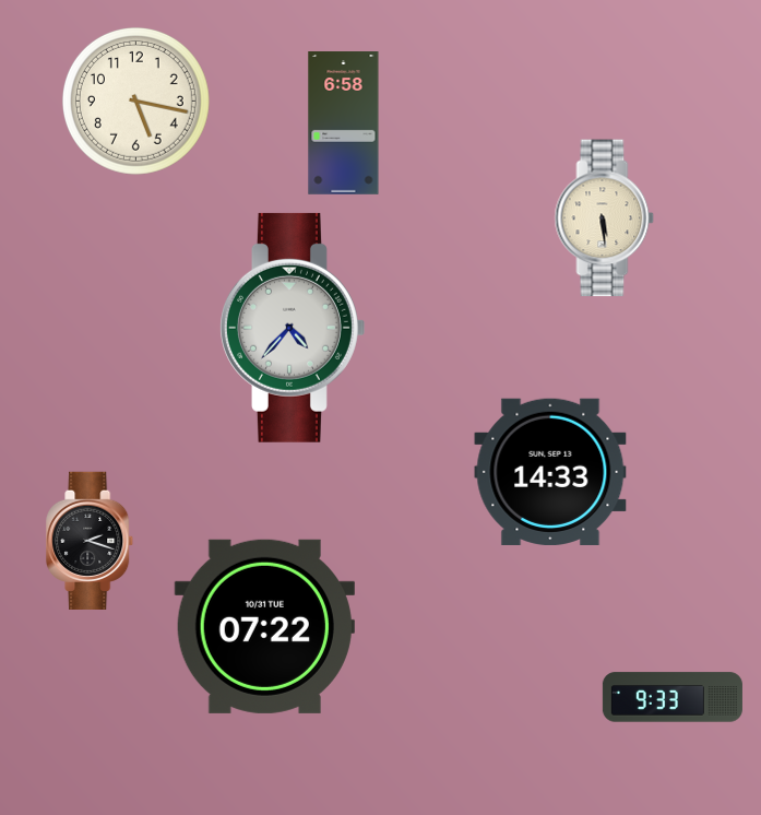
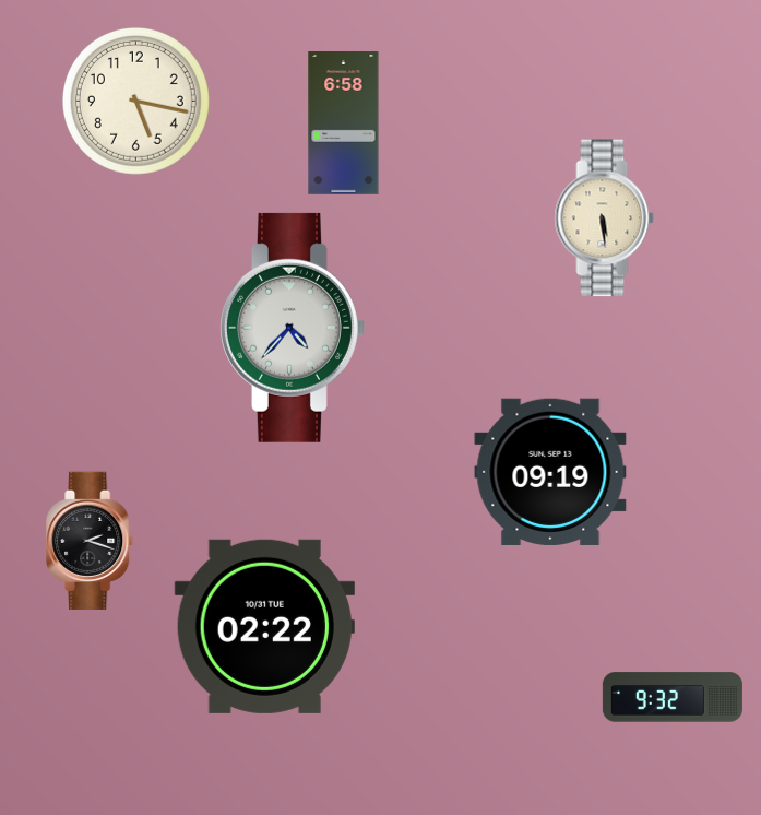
clock at (550, 472): 14:33 -> 09:19
clock at (264, 626): 07:22 -> 02:22
clock at (673, 697): 9:33 -> 9:32
